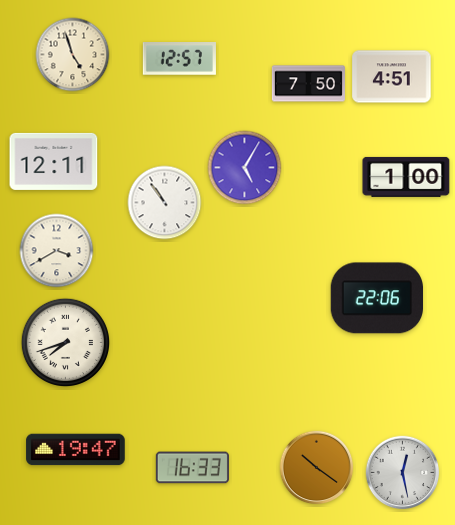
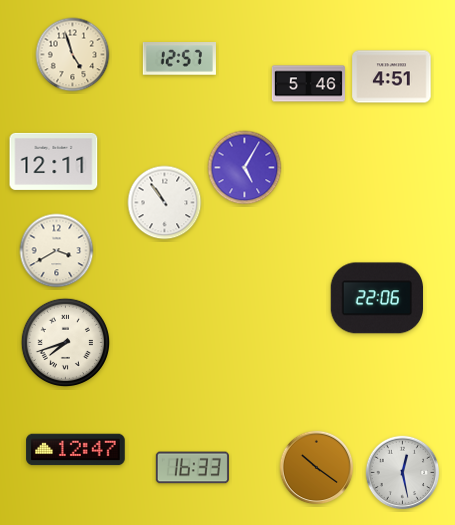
clock at (308, 84): 7:50 -> 5:46
clock at (406, 177): 1:00 -> none
clock at (76, 450): 19:47 -> 12:47
